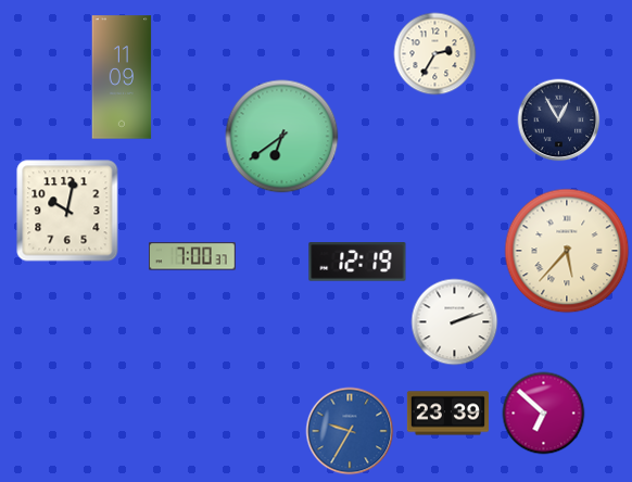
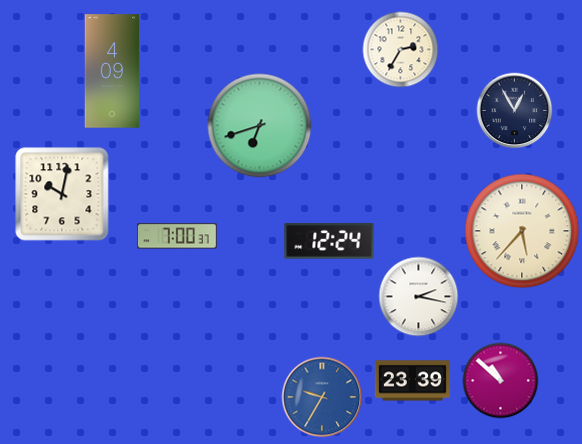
clock at (122, 77): 11:09 -> 4:09
clock at (282, 137): 6:39 -> 6:42
clock at (357, 262): 12:19 -> 12:24
clock at (455, 322): 2:12 -> 2:17
clock at (544, 414): 6:52 -> 10:52
